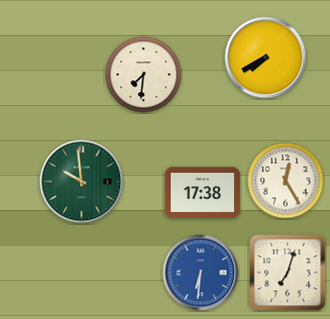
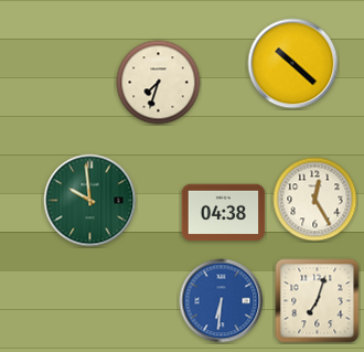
clock at (266, 58): 7:40 -> 10:22
clock at (144, 75): 7:31 -> 7:33
clock at (203, 193): 17:38 -> 04:38
